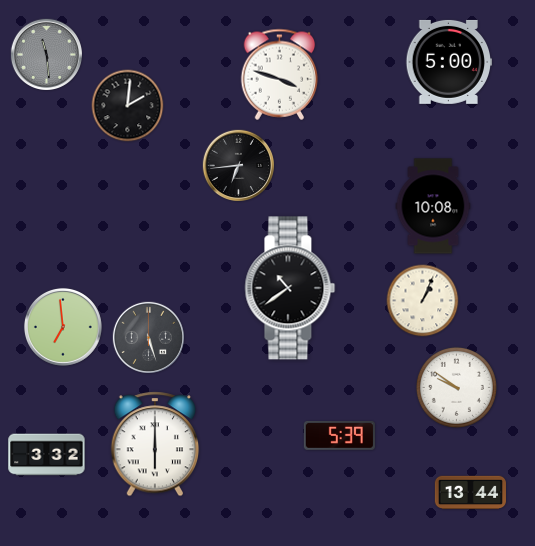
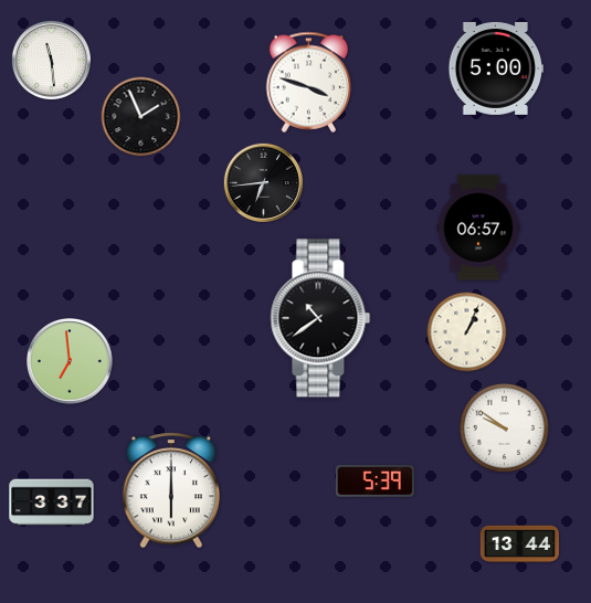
clock at (46, 54) dial: grey -> white
clock at (128, 106): 2:01 -> 1:56
clock at (433, 206): 10:08 -> 06:57
clock at (148, 337): 5:27 -> none
clock at (47, 455): 3:32 -> 3:37
